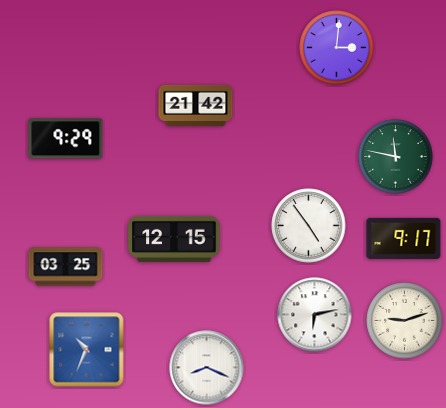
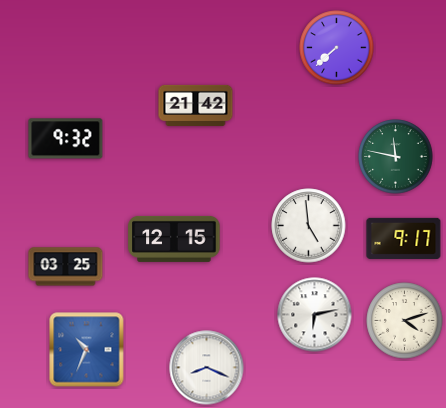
clock at (337, 48): 3:01 -> 7:38
clock at (66, 139): 9:29 -> 9:32
clock at (309, 226): 4:54 -> 4:59
clock at (405, 321): 9:12 -> 4:12
